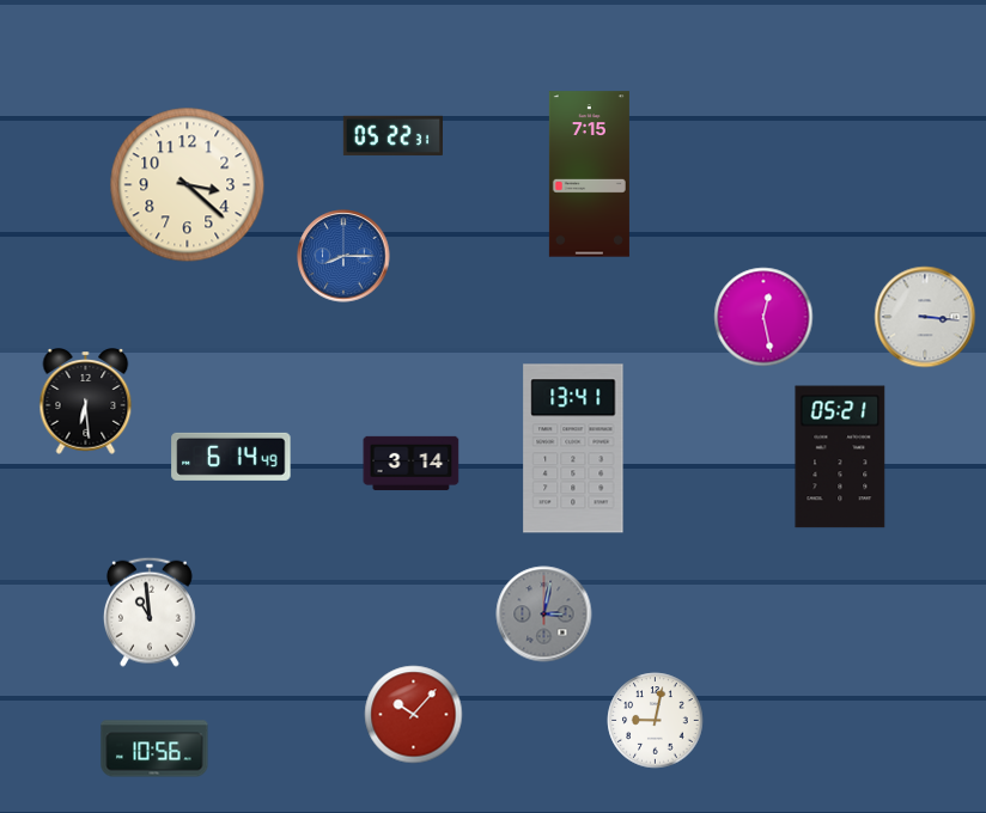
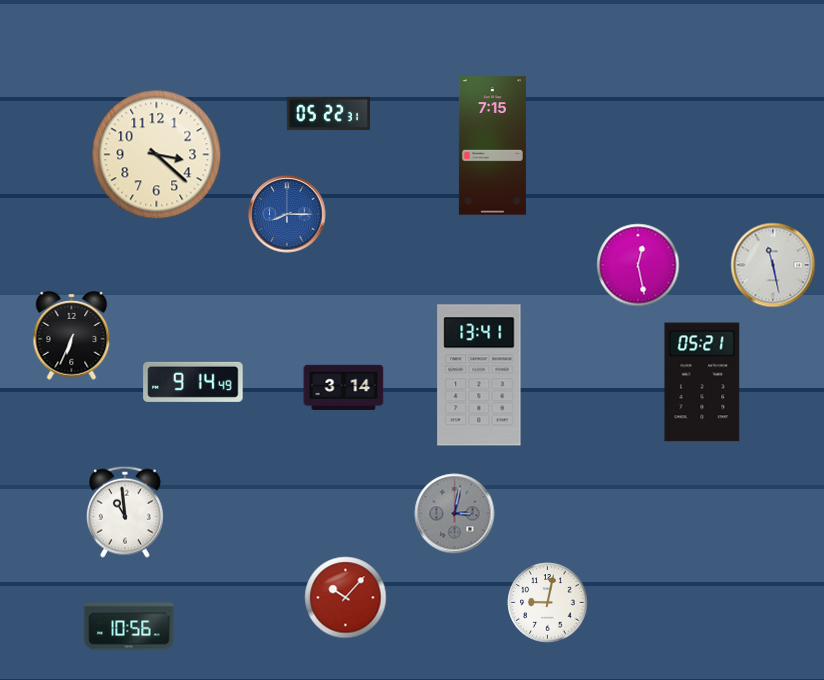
clock at (925, 317): 3:16 -> 11:28
clock at (86, 402): 6:29 -> 6:34
clock at (231, 457): 6:14 -> 9:14
